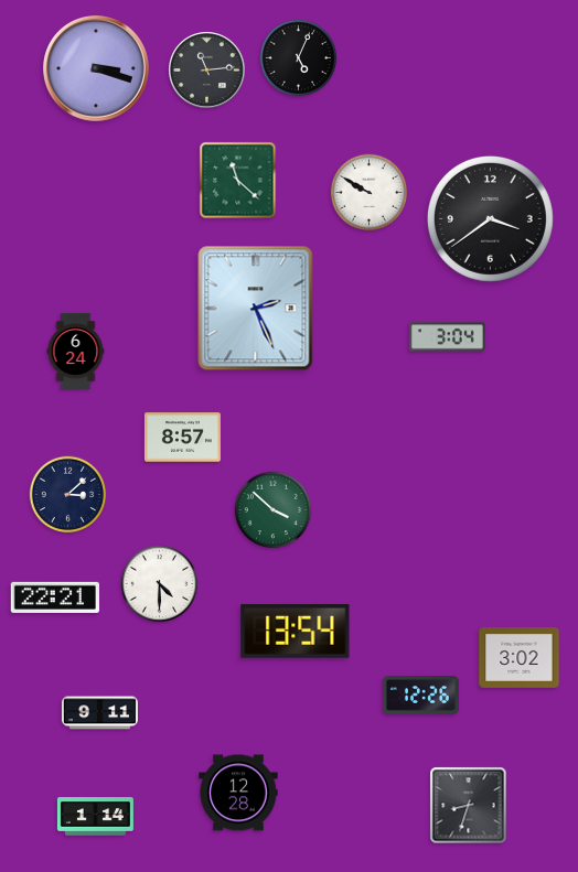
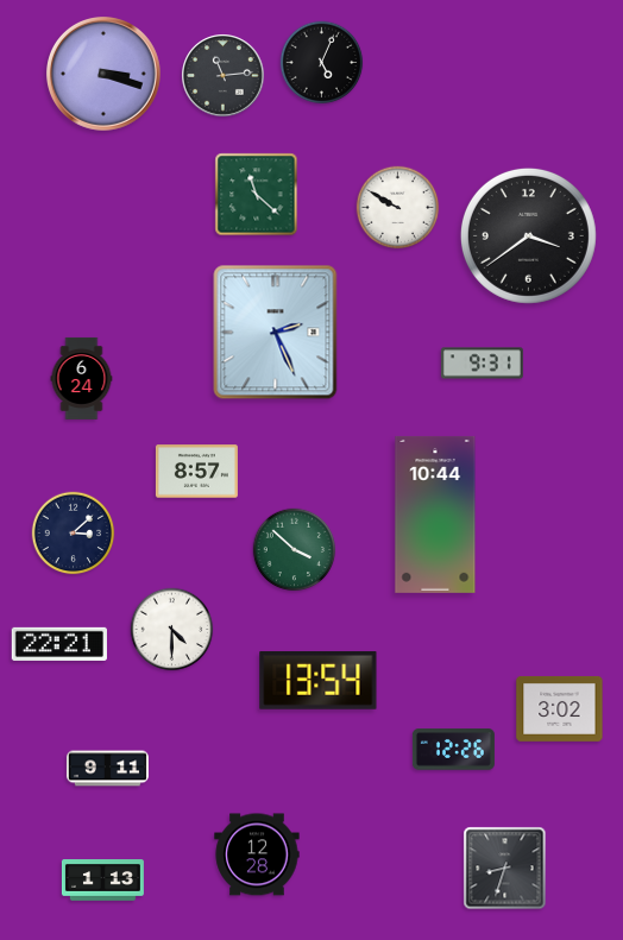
clock at (447, 337): 3:04 -> 9:31
clock at (435, 515): none -> 10:44
clock at (95, 817): 1:14 -> 1:13
